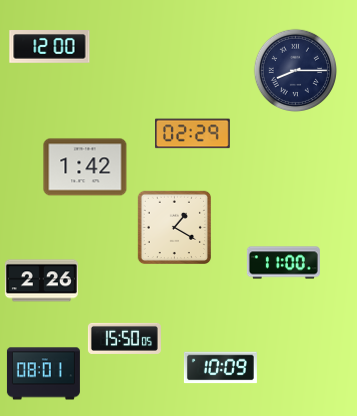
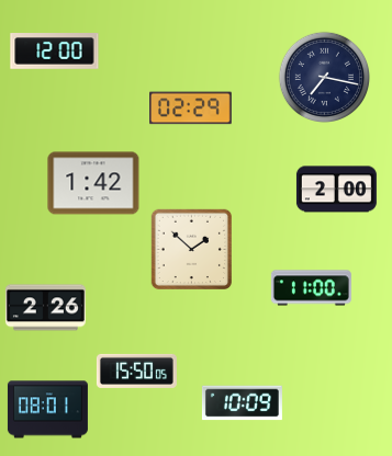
clock at (295, 70): 8:15 -> 7:17
clock at (193, 134) position: (193, 134) -> (191, 109)
clock at (336, 190): none -> 2:00
clock at (175, 228): 1:20 -> 1:52
